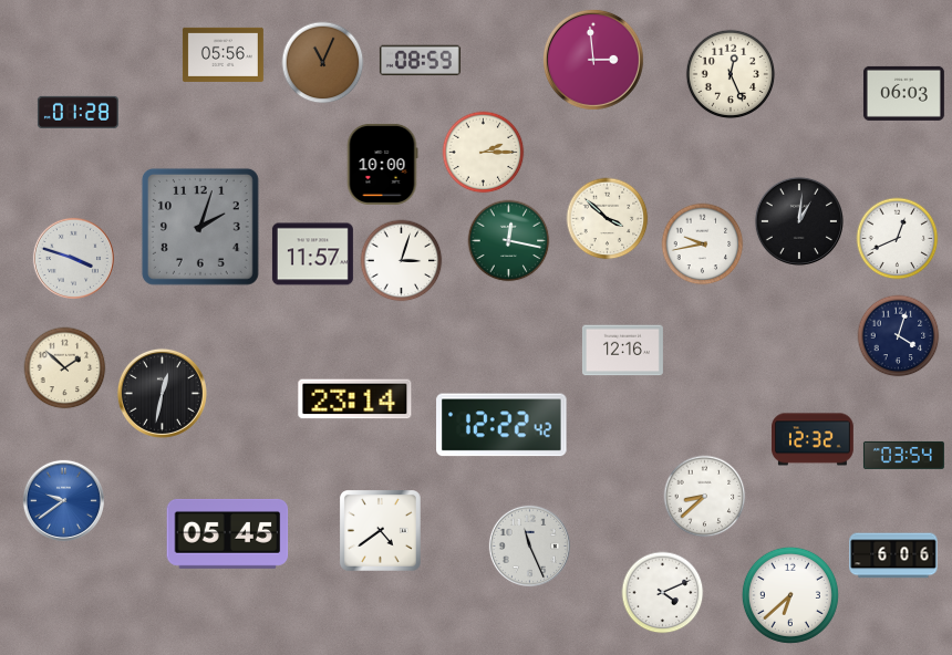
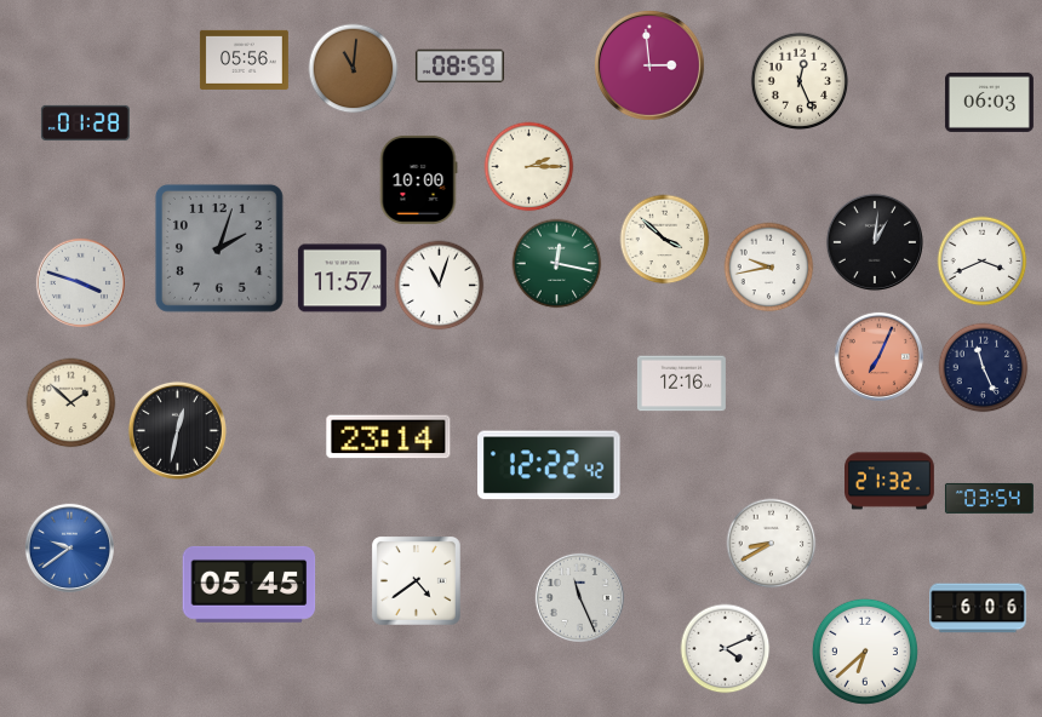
clock at (323, 63): 11:04 -> 11:01
clock at (898, 239): 12:41 -> 3:41
clock at (402, 261): 3:03 -> 11:03
clock at (878, 356): none -> 7:04
clock at (899, 336): 4:03 -> 11:26
clock at (814, 439): 12:32 -> 21:32
clock at (705, 497): 8:38 -> 8:40
